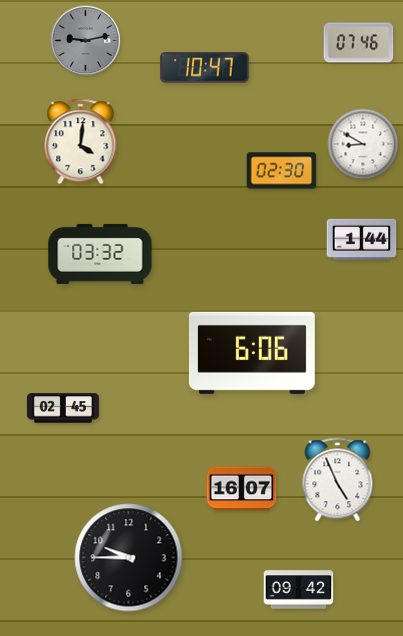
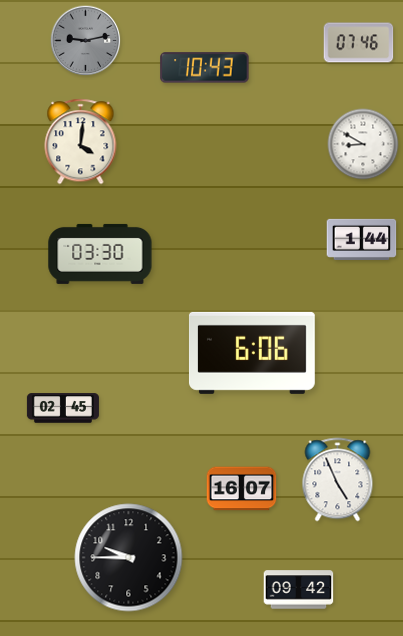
clock at (205, 68): 10:47 -> 10:43
clock at (282, 171): 02:30 -> none
clock at (100, 254): 03:32 -> 03:30
